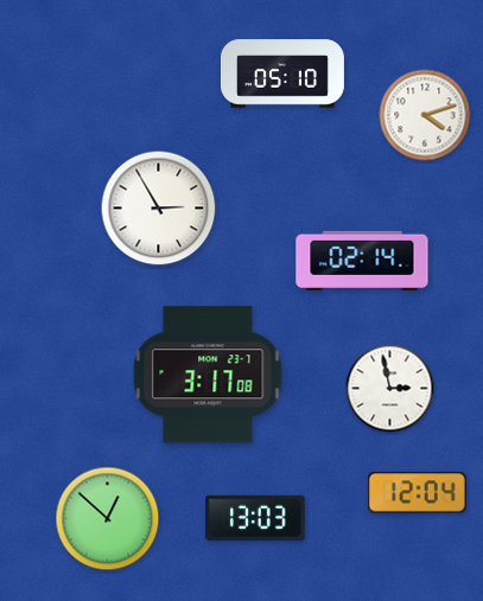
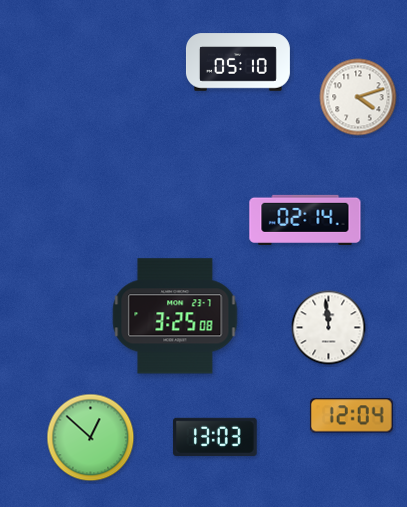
clock at (159, 209): 2:55 -> none
clock at (208, 375): 3:17 -> 3:25
clock at (390, 389): 2:58 -> 11:59
